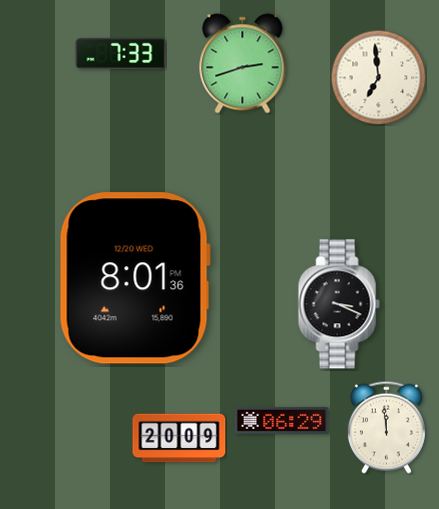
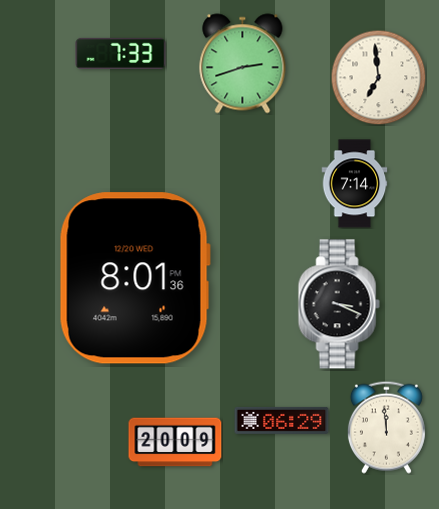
clock at (355, 184): none -> 7:14
clock at (179, 438) position: (179, 438) -> (175, 442)
